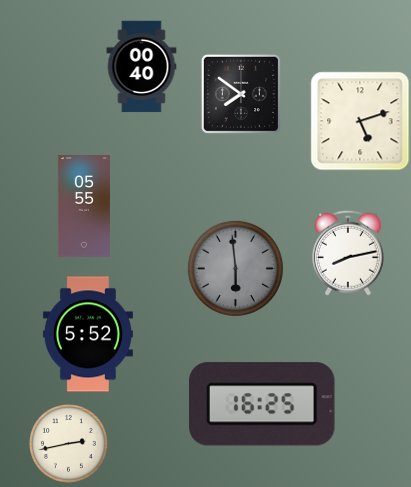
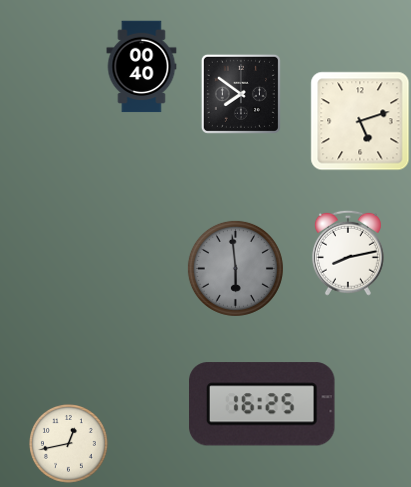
clock at (84, 206): 05:55 -> none
clock at (88, 334): 5:52 -> none
clock at (69, 444): 2:43 -> 12:43
